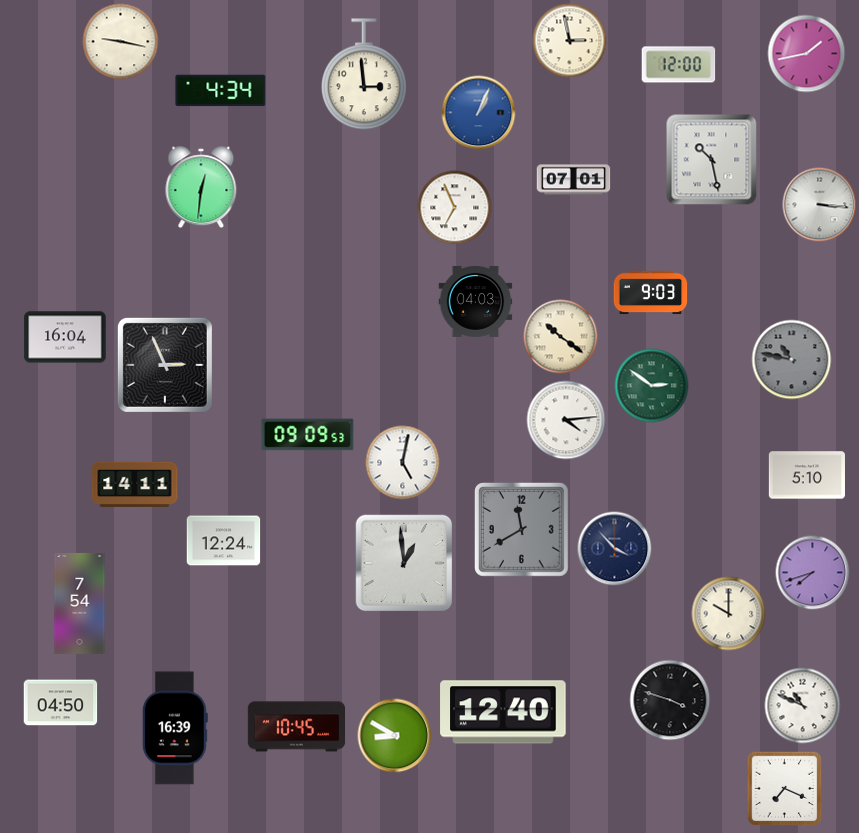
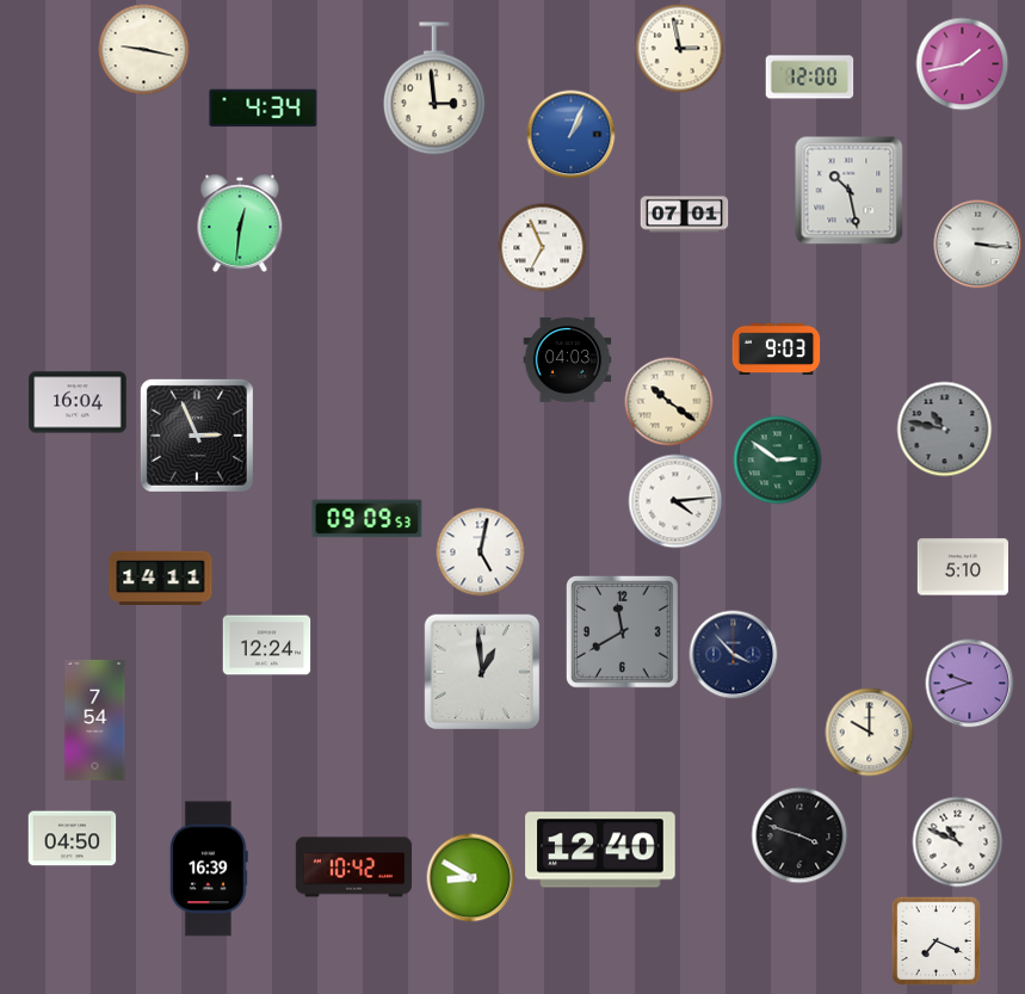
clock at (813, 573): 7:42 -> 9:42
clock at (297, 727): 10:45 -> 10:42
